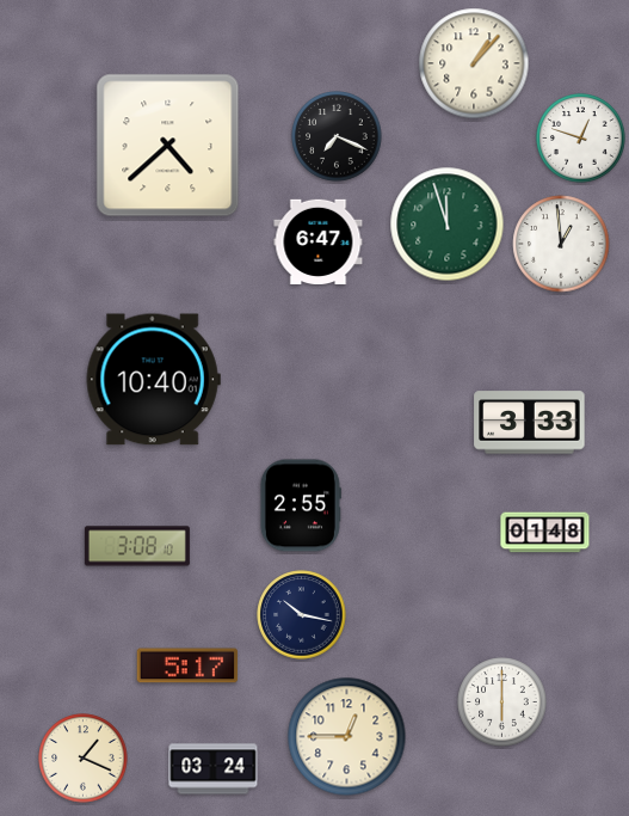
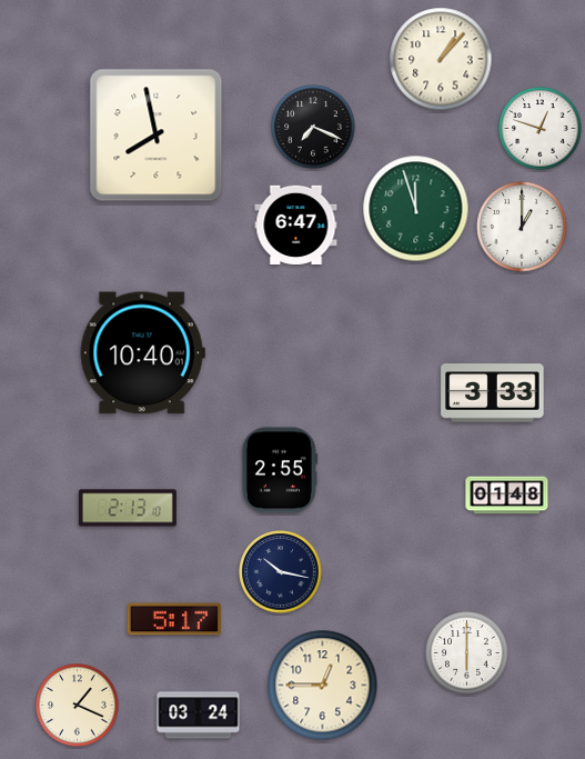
clock at (168, 146): 4:38 -> 7:58
clock at (561, 244): 12:59 -> 1:00
clock at (137, 546): 3:08 -> 2:13
